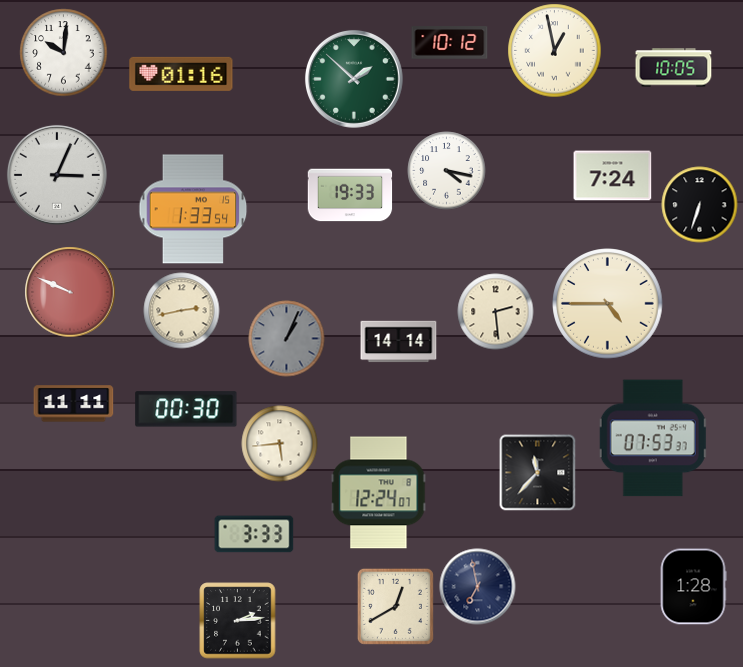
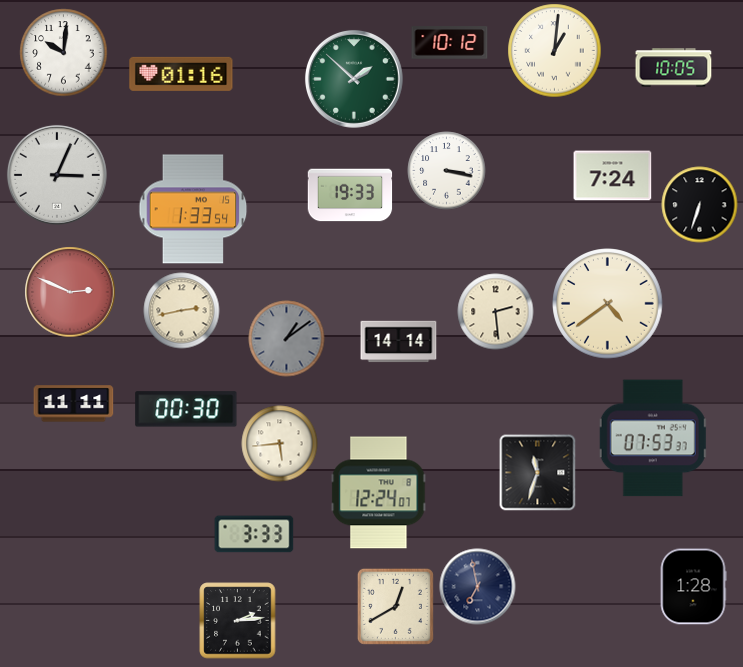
clock at (555, 51): 12:58 -> 1:01
clock at (447, 171): 4:17 -> 3:17
clock at (70, 292): 9:49 -> 2:49
clock at (608, 304): 4:45 -> 4:39
clock at (287, 339): 1:04 -> 1:09
clock at (538, 473): 11:37 -> 11:33
